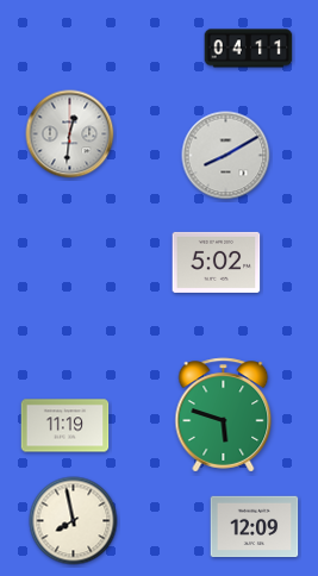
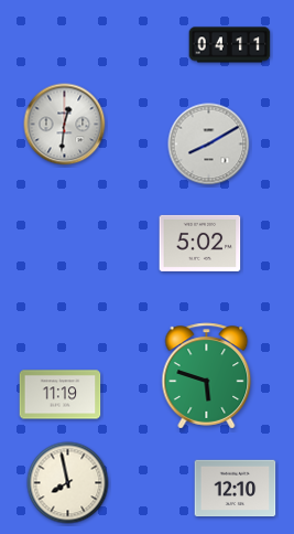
clock at (224, 415) position: (224, 415) -> (207, 376)
clock at (255, 527): 12:09 -> 12:10
